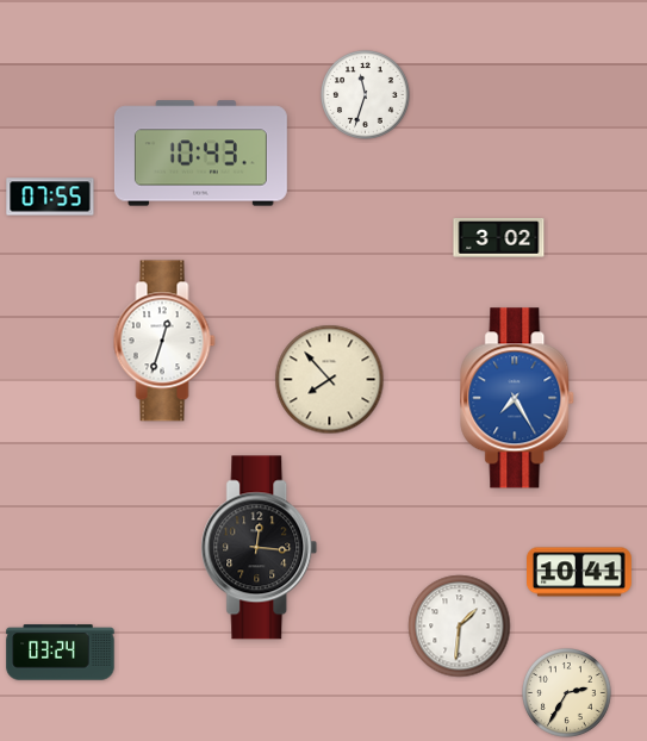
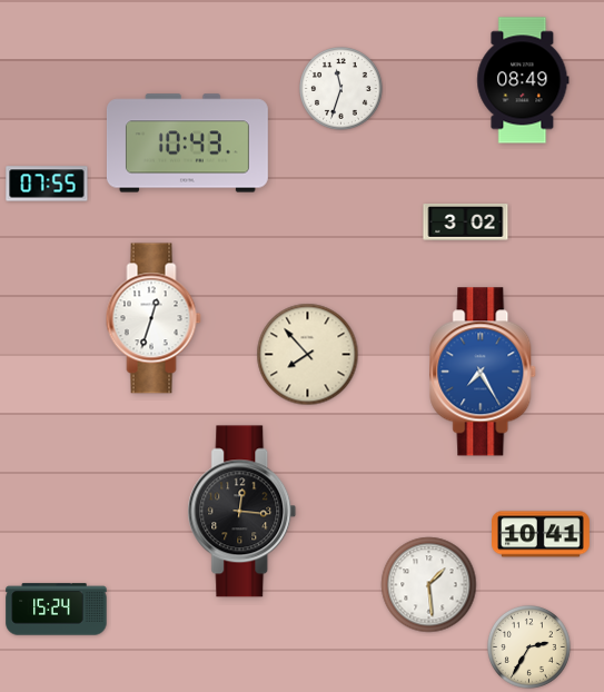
clock at (523, 80): none -> 08:49
clock at (460, 627): 1:31 -> 1:29
clock at (61, 653): 03:24 -> 15:24
